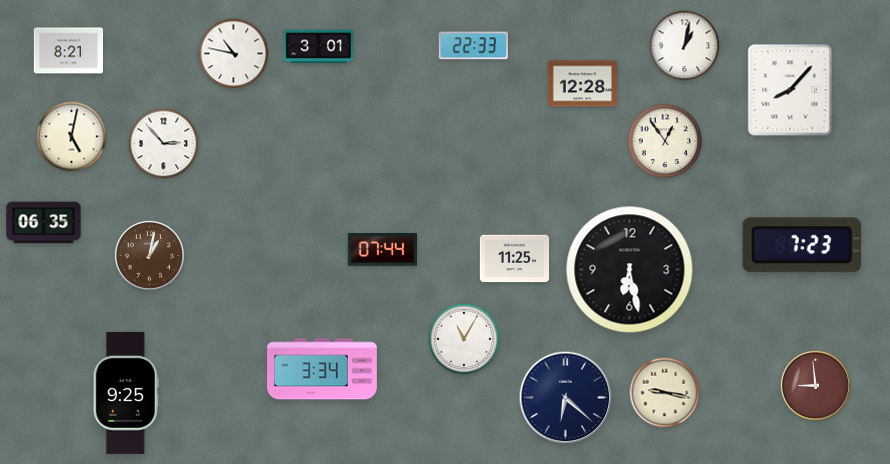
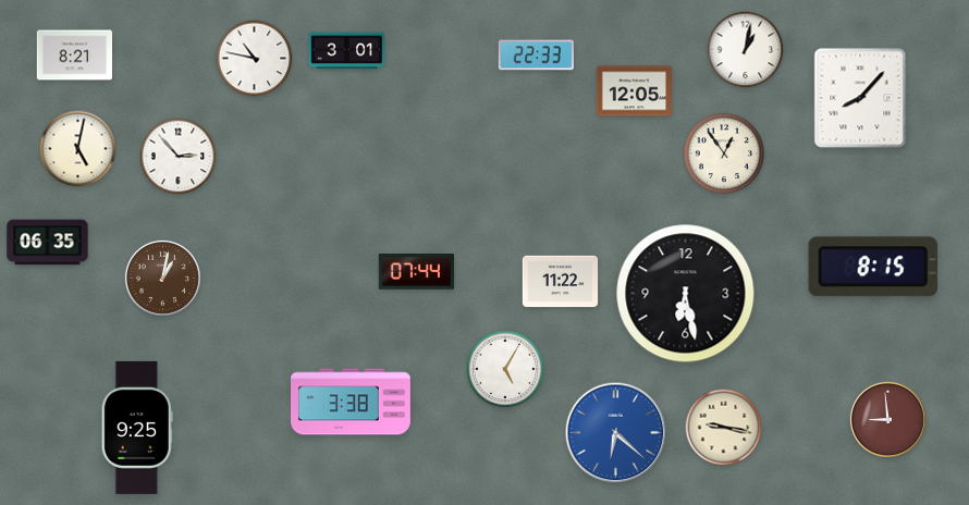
clock at (473, 46) position: (473, 46) -> (536, 56)
clock at (583, 84): 12:28 -> 12:05
clock at (802, 245): 7:23 -> 8:15
clock at (515, 259): 11:25 -> 11:22
clock at (464, 339): 11:05 -> 5:05
clock at (323, 369): 3:34 -> 3:38
clock at (566, 398) dial: navy -> blue
